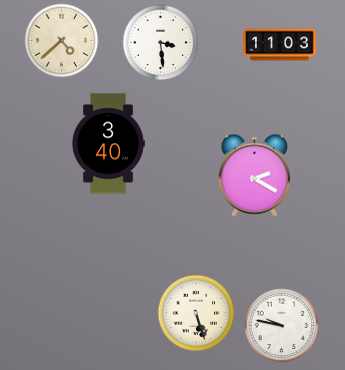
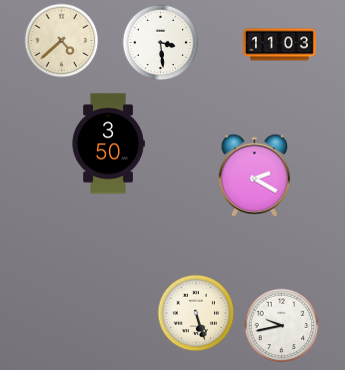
clock at (108, 144): 3:40 -> 3:50
clock at (282, 326): 9:47 -> 9:43
